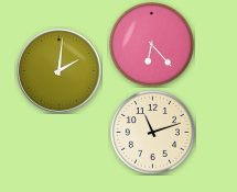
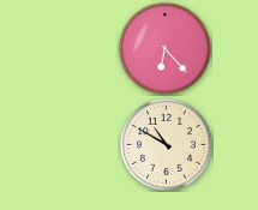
clock at (60, 71): 2:01 -> none
clock at (152, 132): 11:12 -> 10:50
